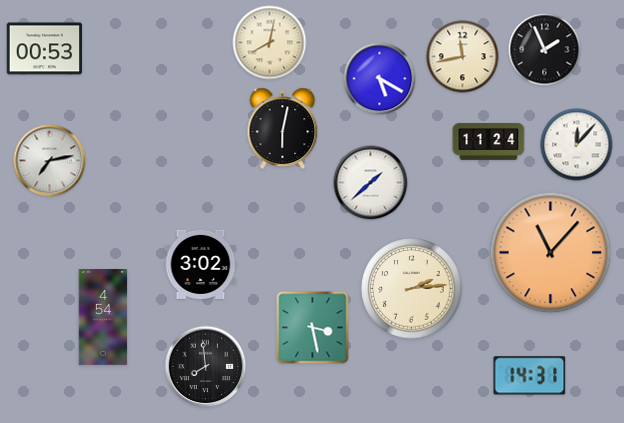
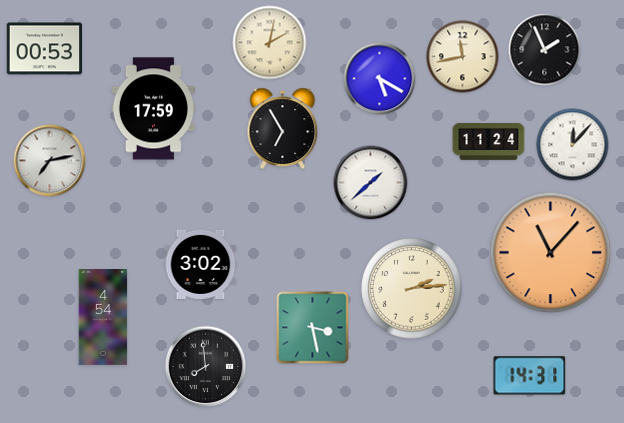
clock at (270, 43): 8:02 -> 2:02
clock at (153, 109): none -> 17:59
clock at (283, 128): 6:02 -> 6:55
clock at (577, 145) position: (577, 145) -> (573, 145)
